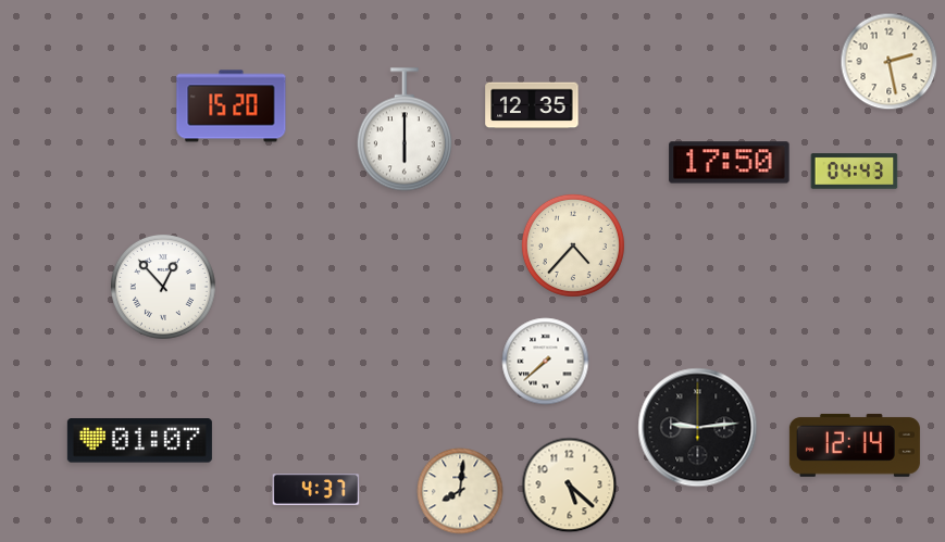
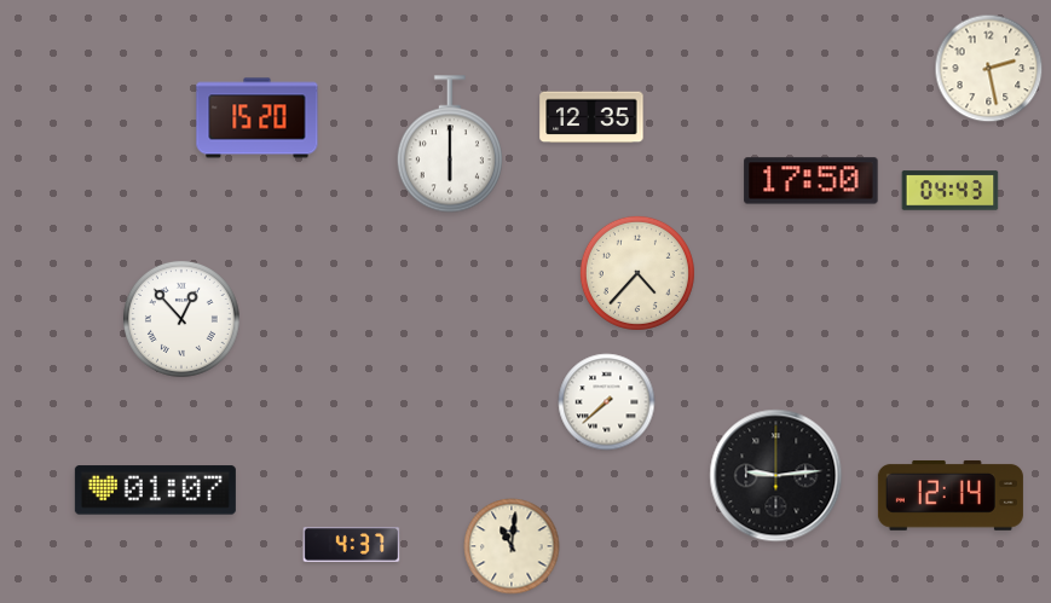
clock at (570, 486): 5:22 -> none
clock at (460, 491): 8:01 -> 11:01
